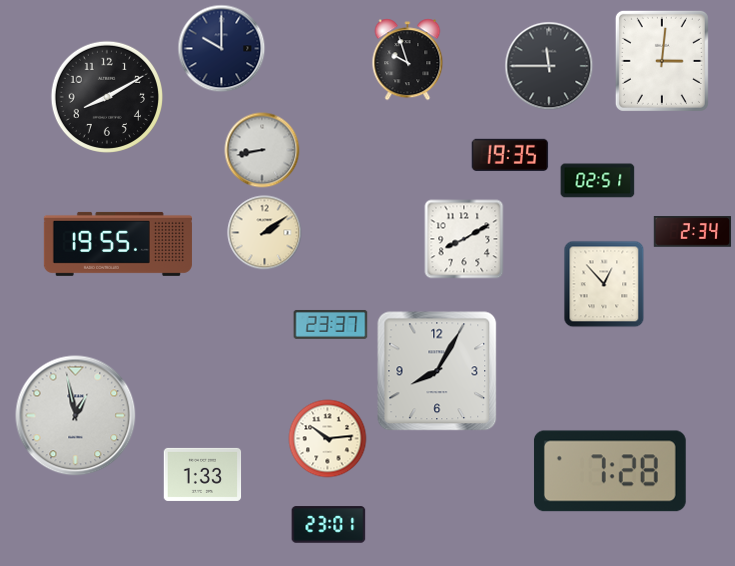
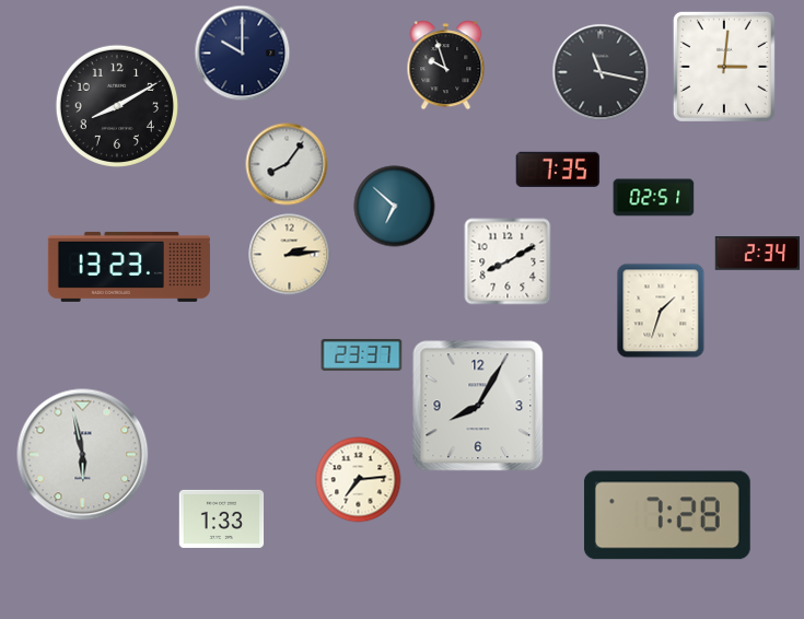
clock at (549, 66): 11:45 -> 11:17
clock at (262, 150): 8:43 -> 8:06
clock at (510, 155): 19:35 -> 7:35
clock at (395, 207): none -> 6:52
clock at (265, 233): 2:09 -> 2:14
clock at (118, 244): 19:55 -> 13:23
clock at (604, 284): 12:53 -> 1:33
clock at (76, 416): 12:58 -> 5:58
clock at (328, 439): 10:14 -> 7:14
clock at (329, 525): 23:01 -> none
